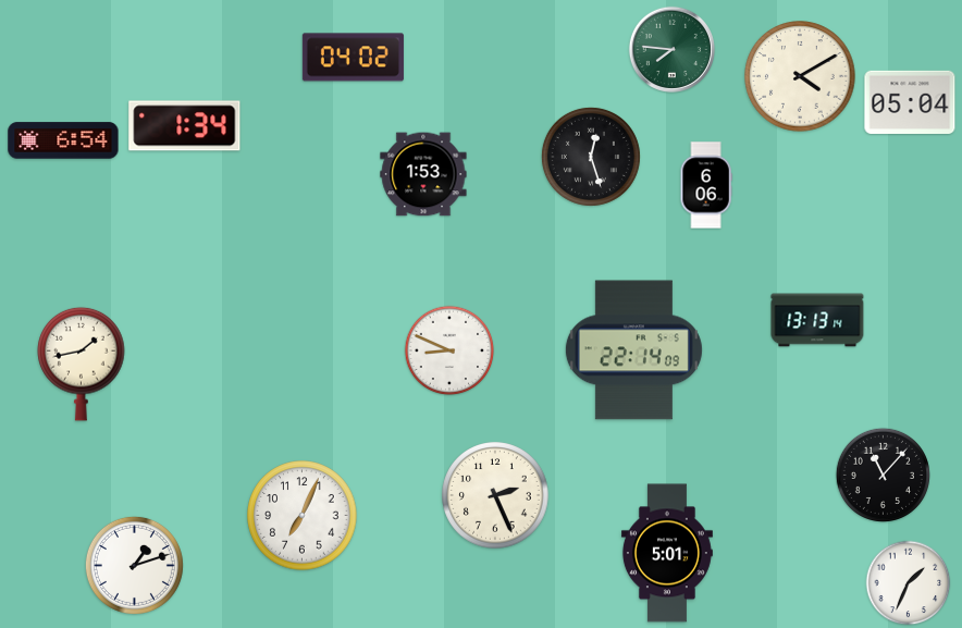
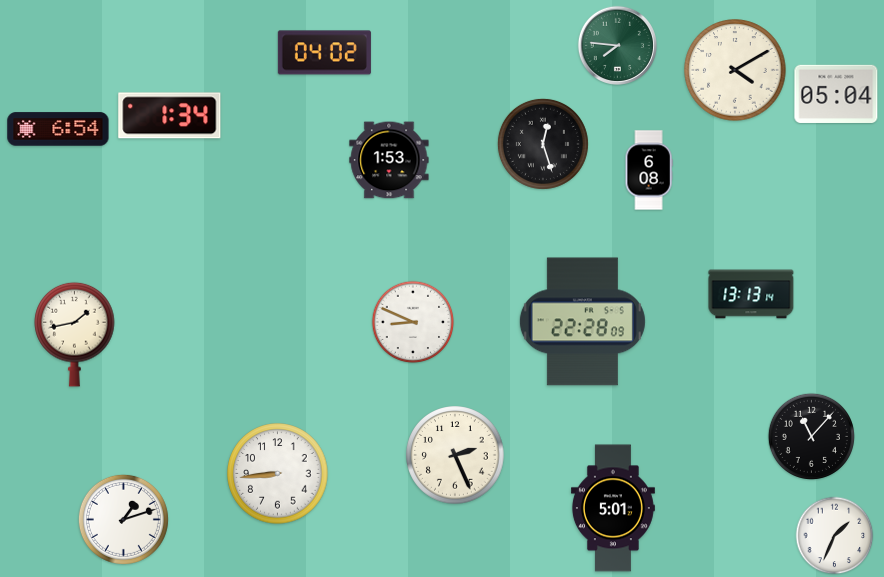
clock at (706, 185): 6:06 -> 6:08
clock at (633, 350): 22:14 -> 22:28
clock at (303, 516): 7:04 -> 8:44
